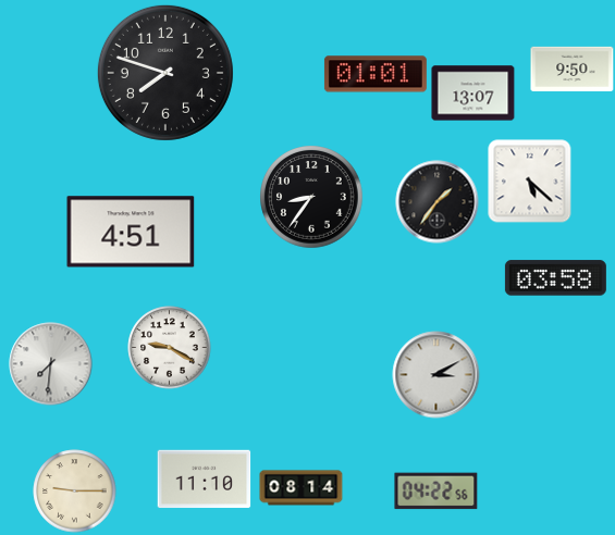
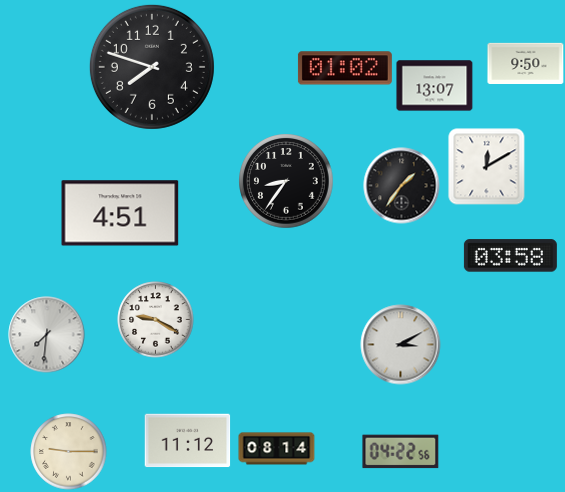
clock at (376, 74): 01:01 -> 01:02
clock at (530, 182): 5:22 -> 12:10
clock at (205, 480): 11:10 -> 11:12
